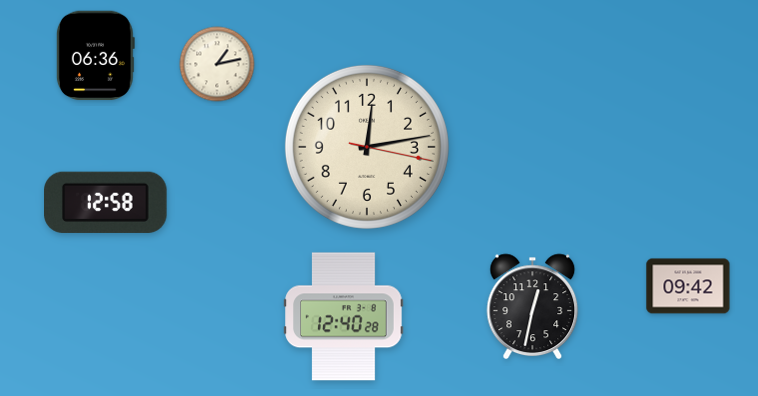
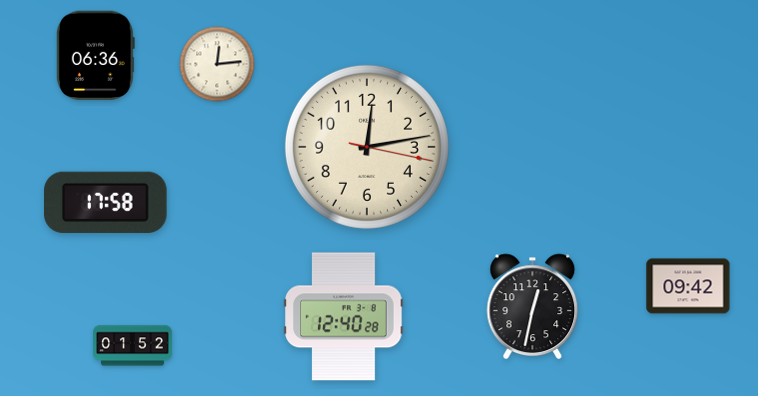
clock at (217, 64): 1:13 -> 12:14
clock at (106, 202): 12:58 -> 17:58
clock at (133, 346): none -> 01:52
